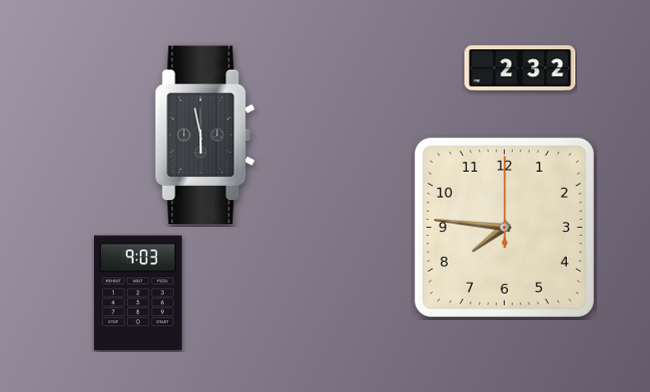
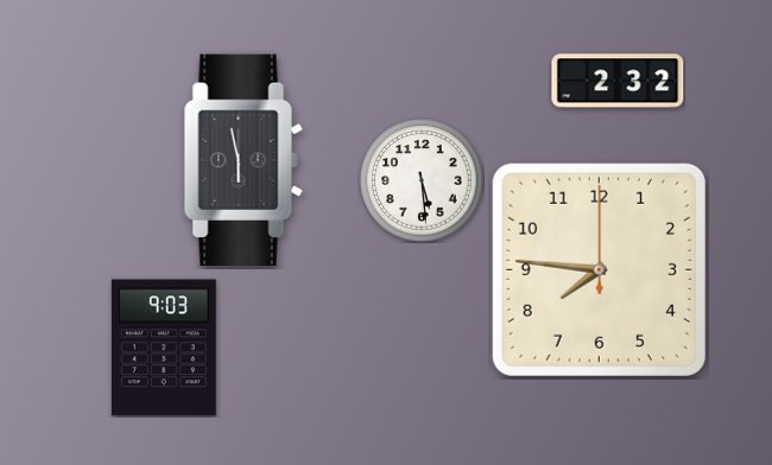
clock at (422, 180): none -> 5:29
